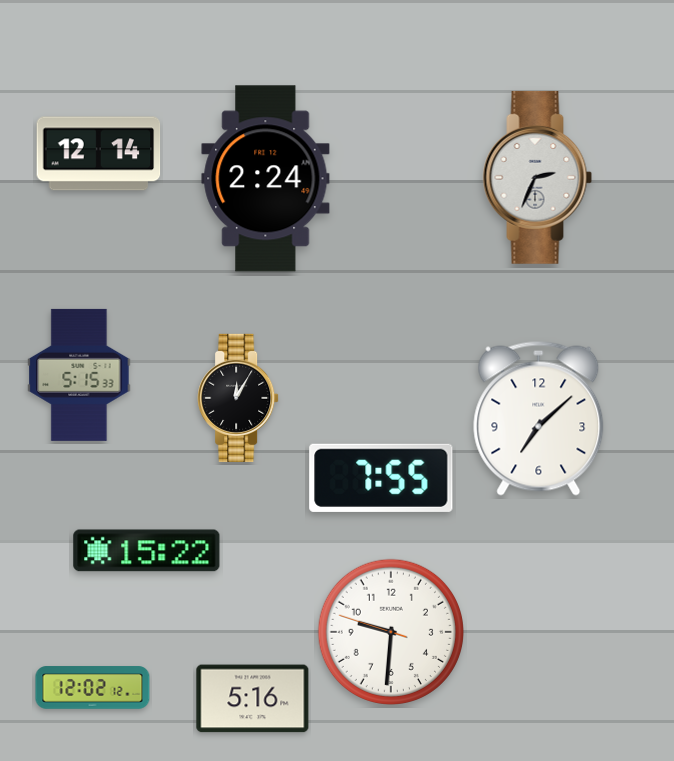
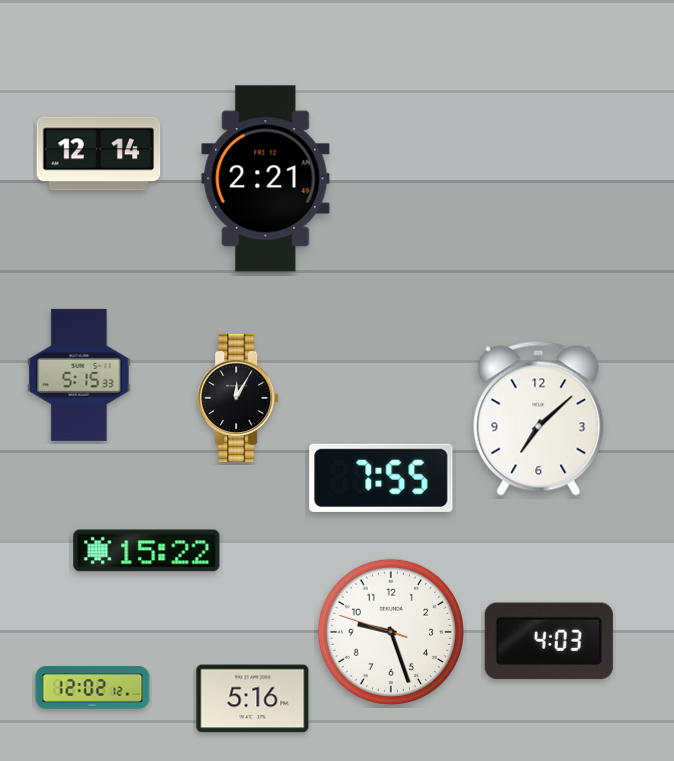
clock at (538, 177): 2:34 -> none
clock at (266, 179): 2:24 -> 2:21
clock at (391, 632): 9:30 -> 9:26
clock at (549, 641): none -> 4:03
